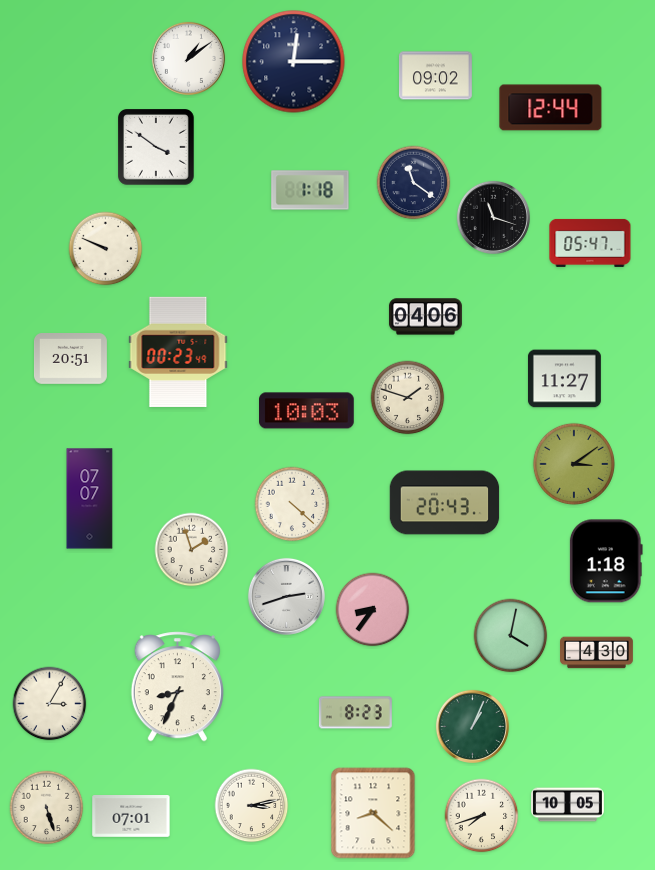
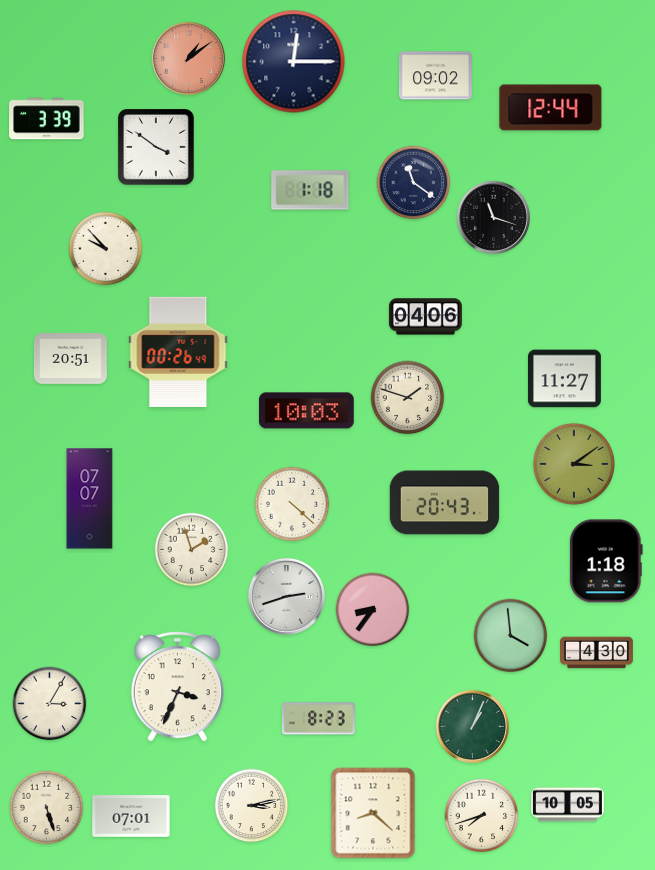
clock at (188, 58) dial: white -> salmon
clock at (47, 119): none -> 3:39
clock at (590, 243): 05:47 -> none
clock at (106, 249): 9:49 -> 9:53
clock at (178, 352): 00:23 -> 00:26
clock at (511, 636): 4:02 -> 3:59
clock at (177, 687): 8:34 -> 3:34
clock at (355, 713) position: (355, 713) -> (318, 719)
